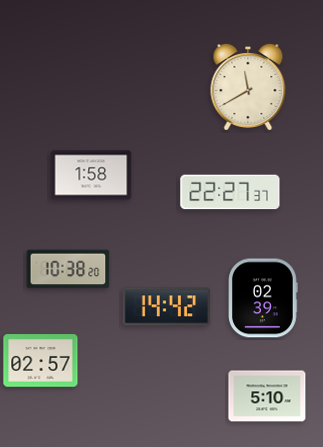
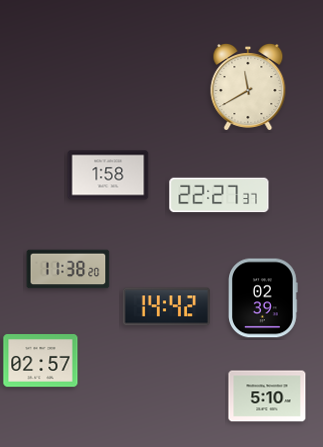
clock at (91, 175) position: (91, 175) -> (108, 175)
clock at (230, 192) position: (230, 192) -> (219, 195)
clock at (68, 269): 10:38 -> 11:38
